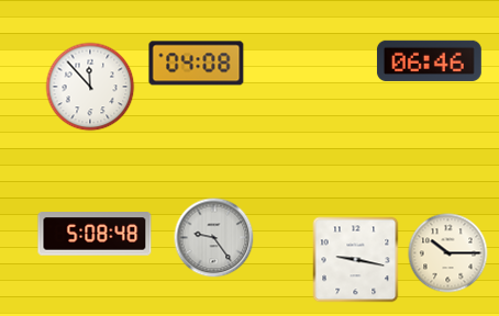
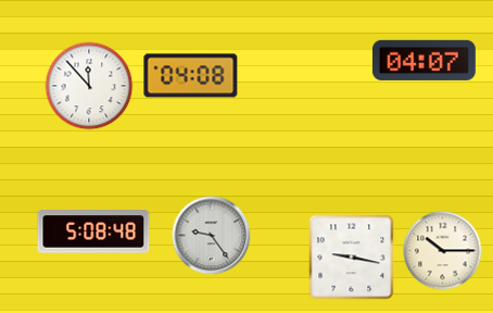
clock at (429, 60): 06:46 -> 04:07
clock at (197, 64) position: (197, 64) -> (191, 76)
